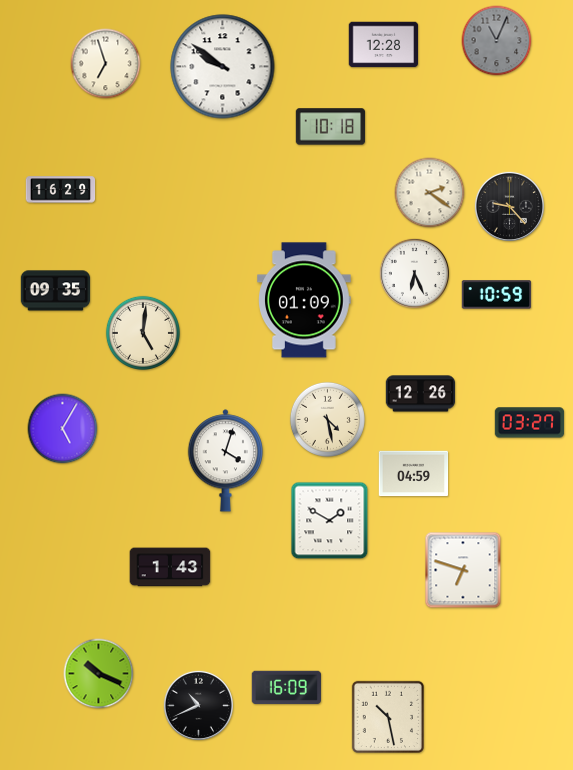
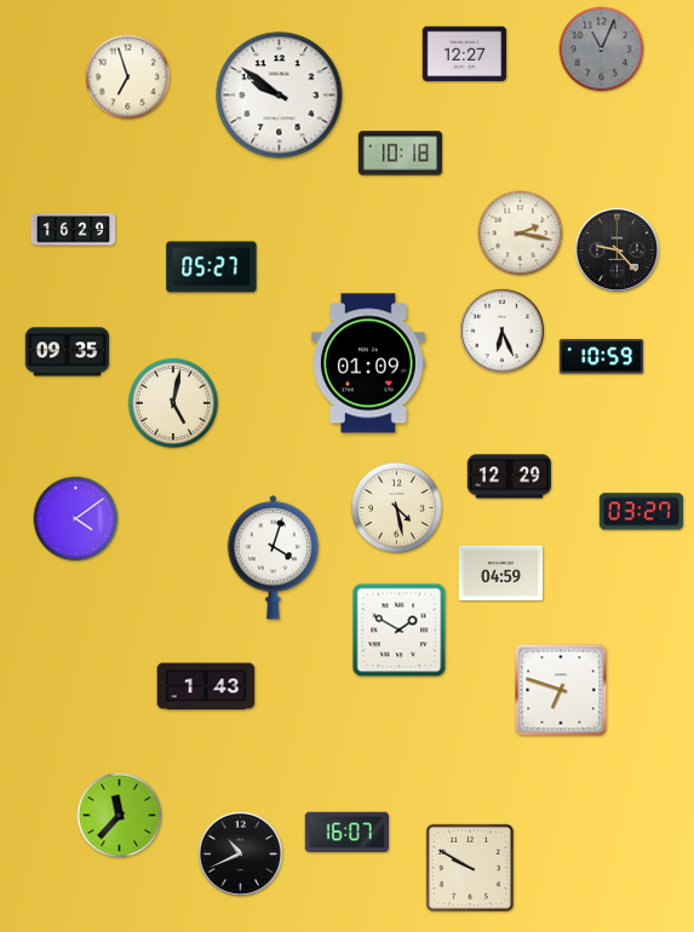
clock at (384, 45): 12:28 -> 12:27
clock at (223, 67) position: (223, 67) -> (280, 96)
clock at (430, 193): 2:21 -> 2:17
clock at (212, 267): none -> 05:27
clock at (142, 332): 5:01 -> 5:02
clock at (421, 394): 12:26 -> 12:29
clock at (63, 429): 5:05 -> 4:09
clock at (99, 674): 10:19 -> 11:37
clock at (286, 687): 16:09 -> 16:07
clock at (387, 716): 10:28 -> 9:50
